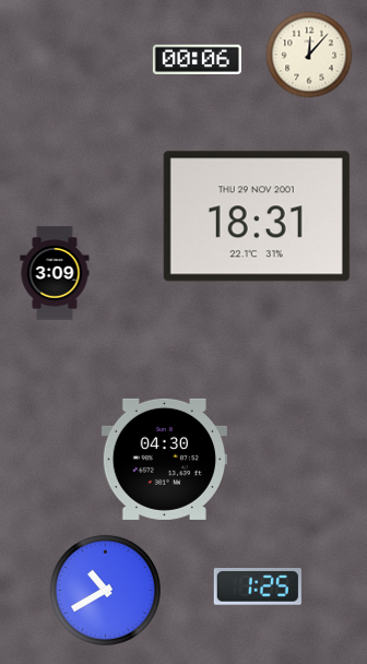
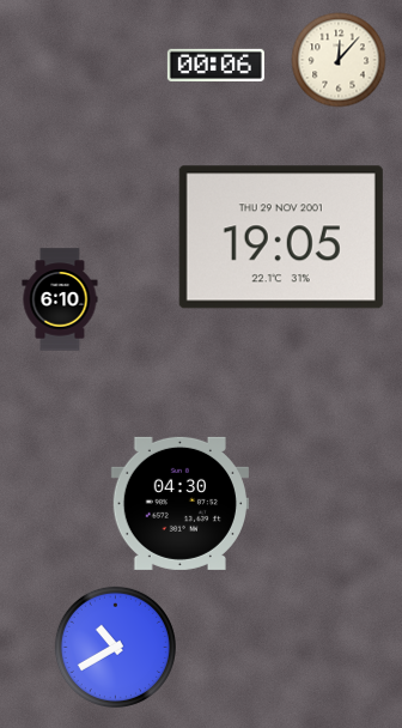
clock at (257, 216): 18:31 -> 19:05
clock at (55, 273): 3:09 -> 6:10
clock at (258, 588): 1:25 -> none
